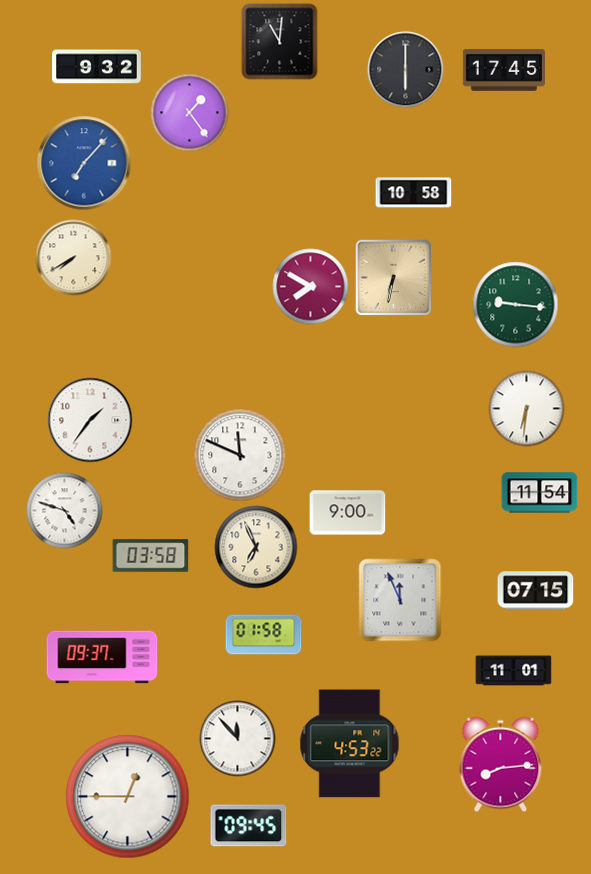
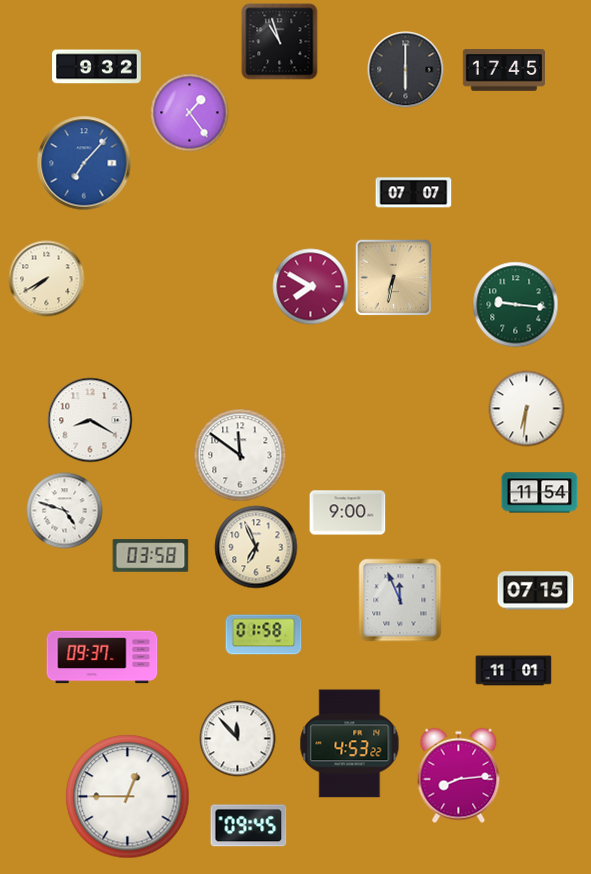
clock at (280, 42): 11:01 -> 10:57
clock at (414, 193): 10:58 -> 07:07
clock at (74, 258) position: (74, 258) -> (47, 279)
clock at (90, 420): 1:36 -> 8:20
clock at (240, 455): 11:49 -> 11:51
clock at (501, 765) position: (501, 765) -> (459, 776)
